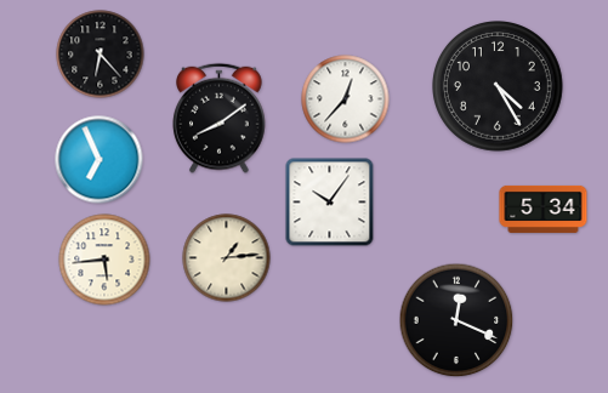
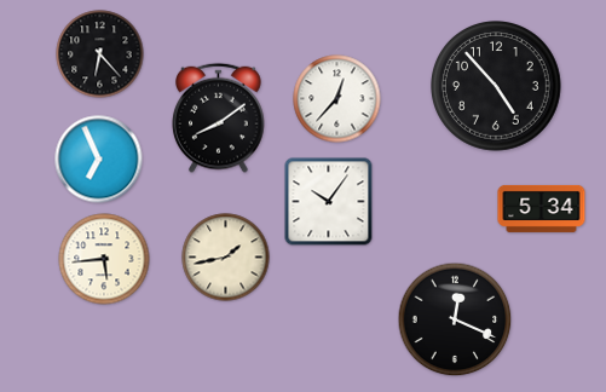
clock at (499, 87): 4:25 -> 4:53
clock at (346, 99) position: (346, 99) -> (337, 99)
clock at (227, 258): 1:14 -> 1:43
